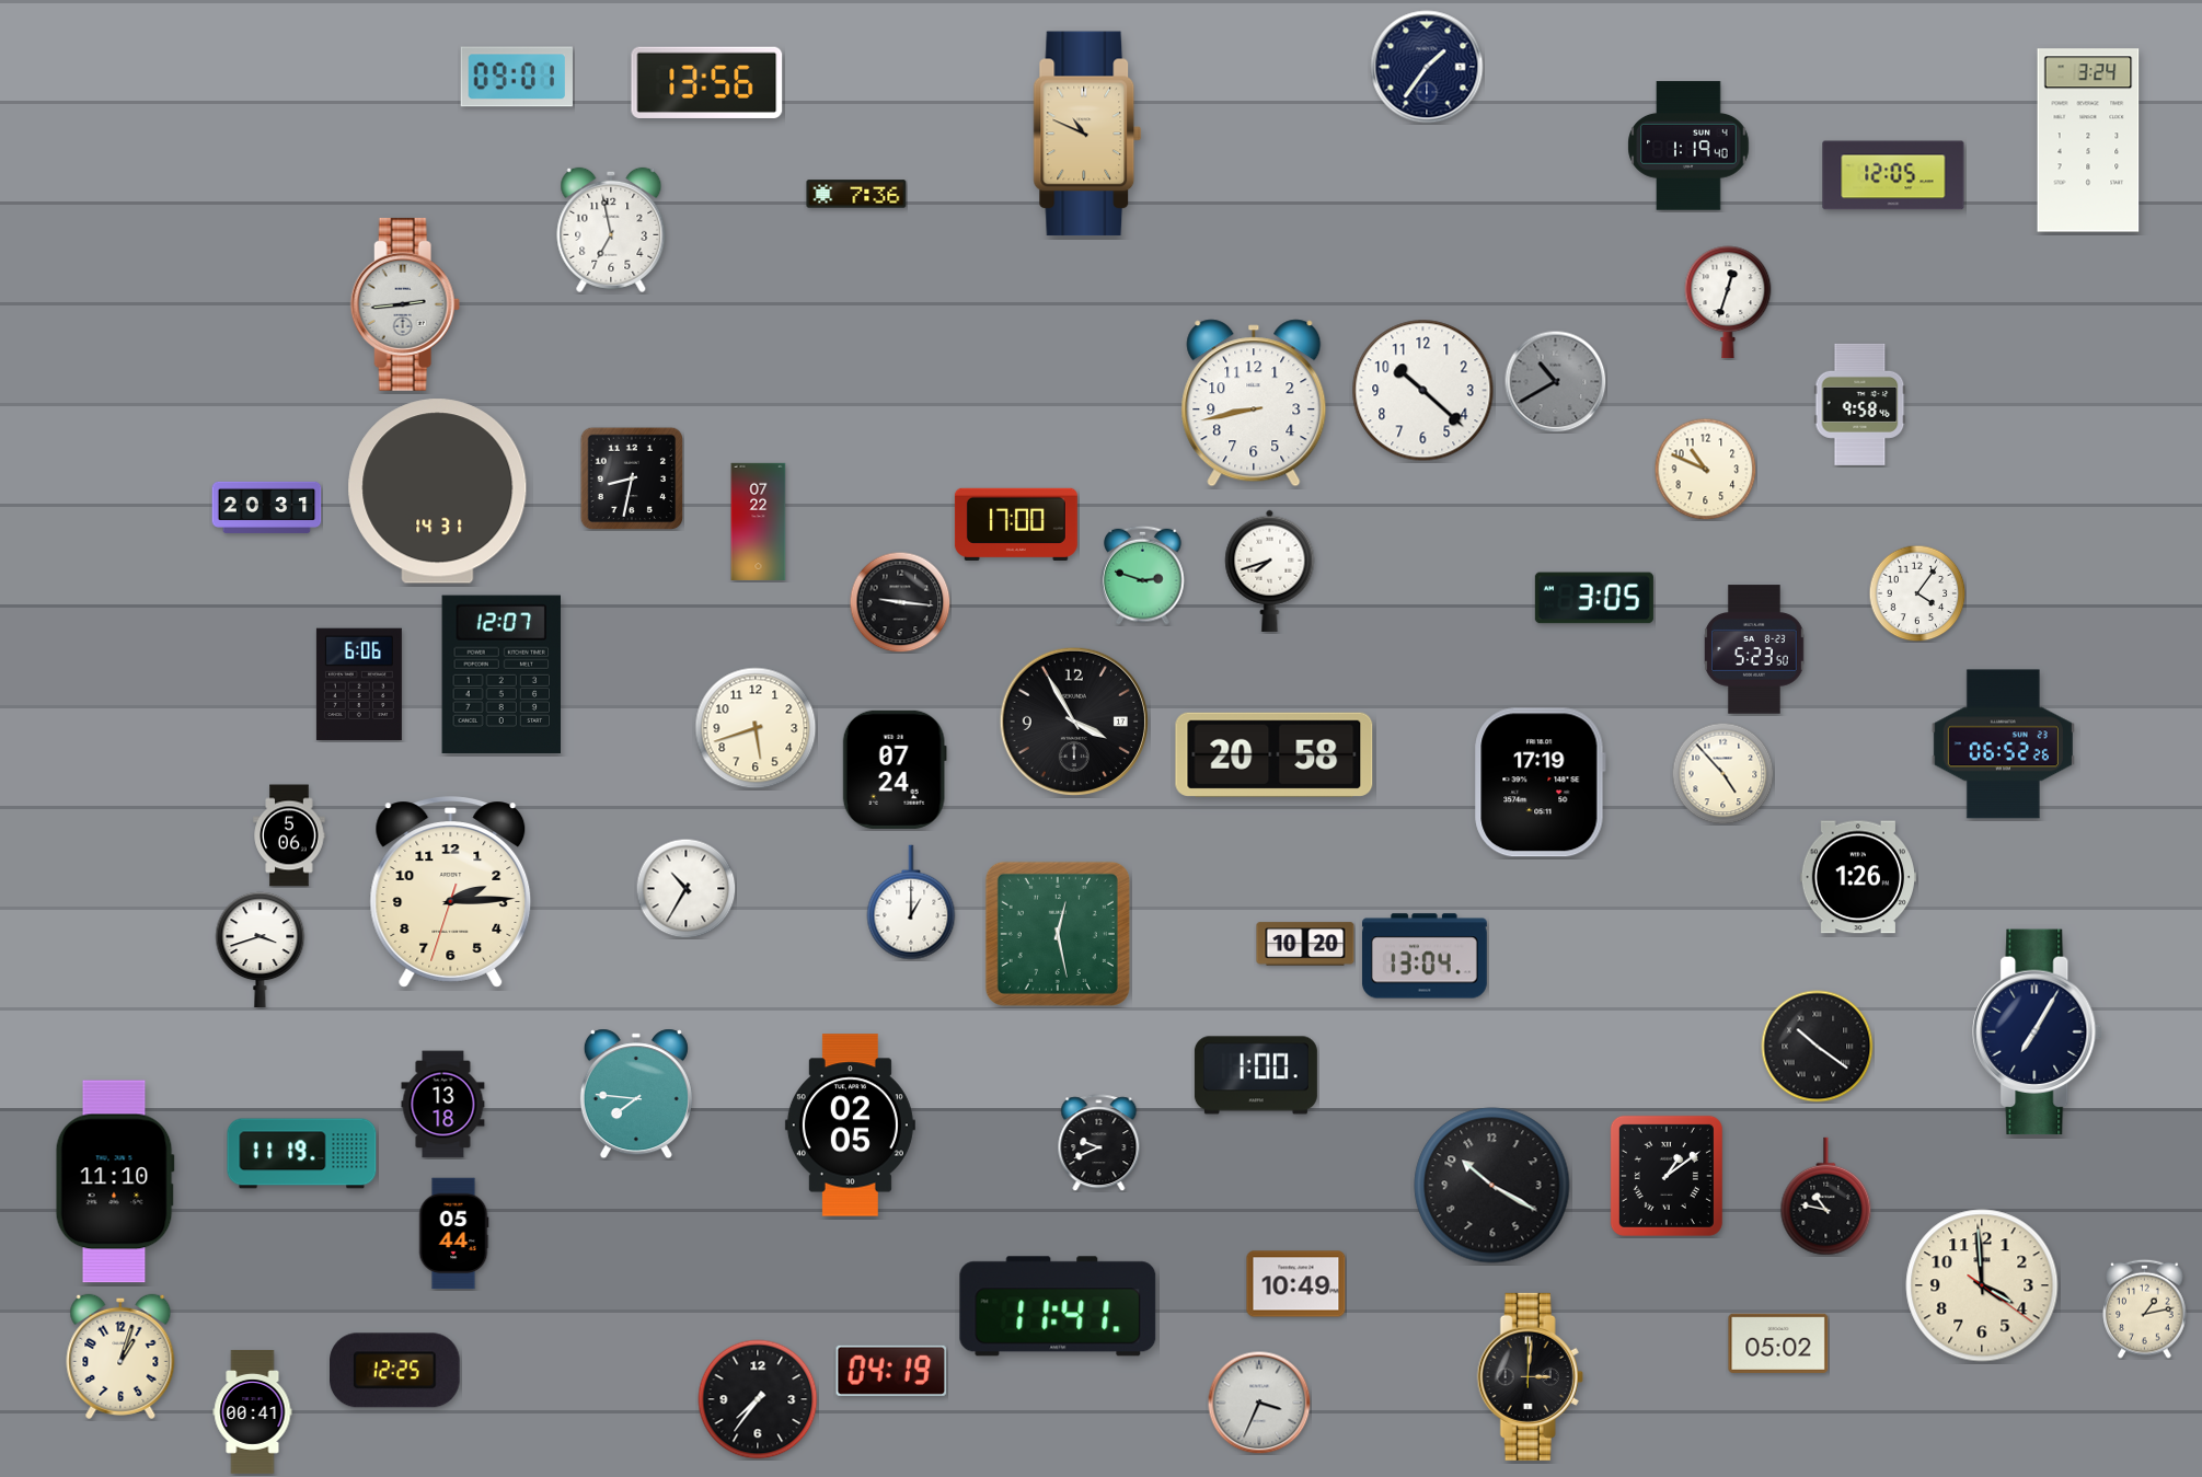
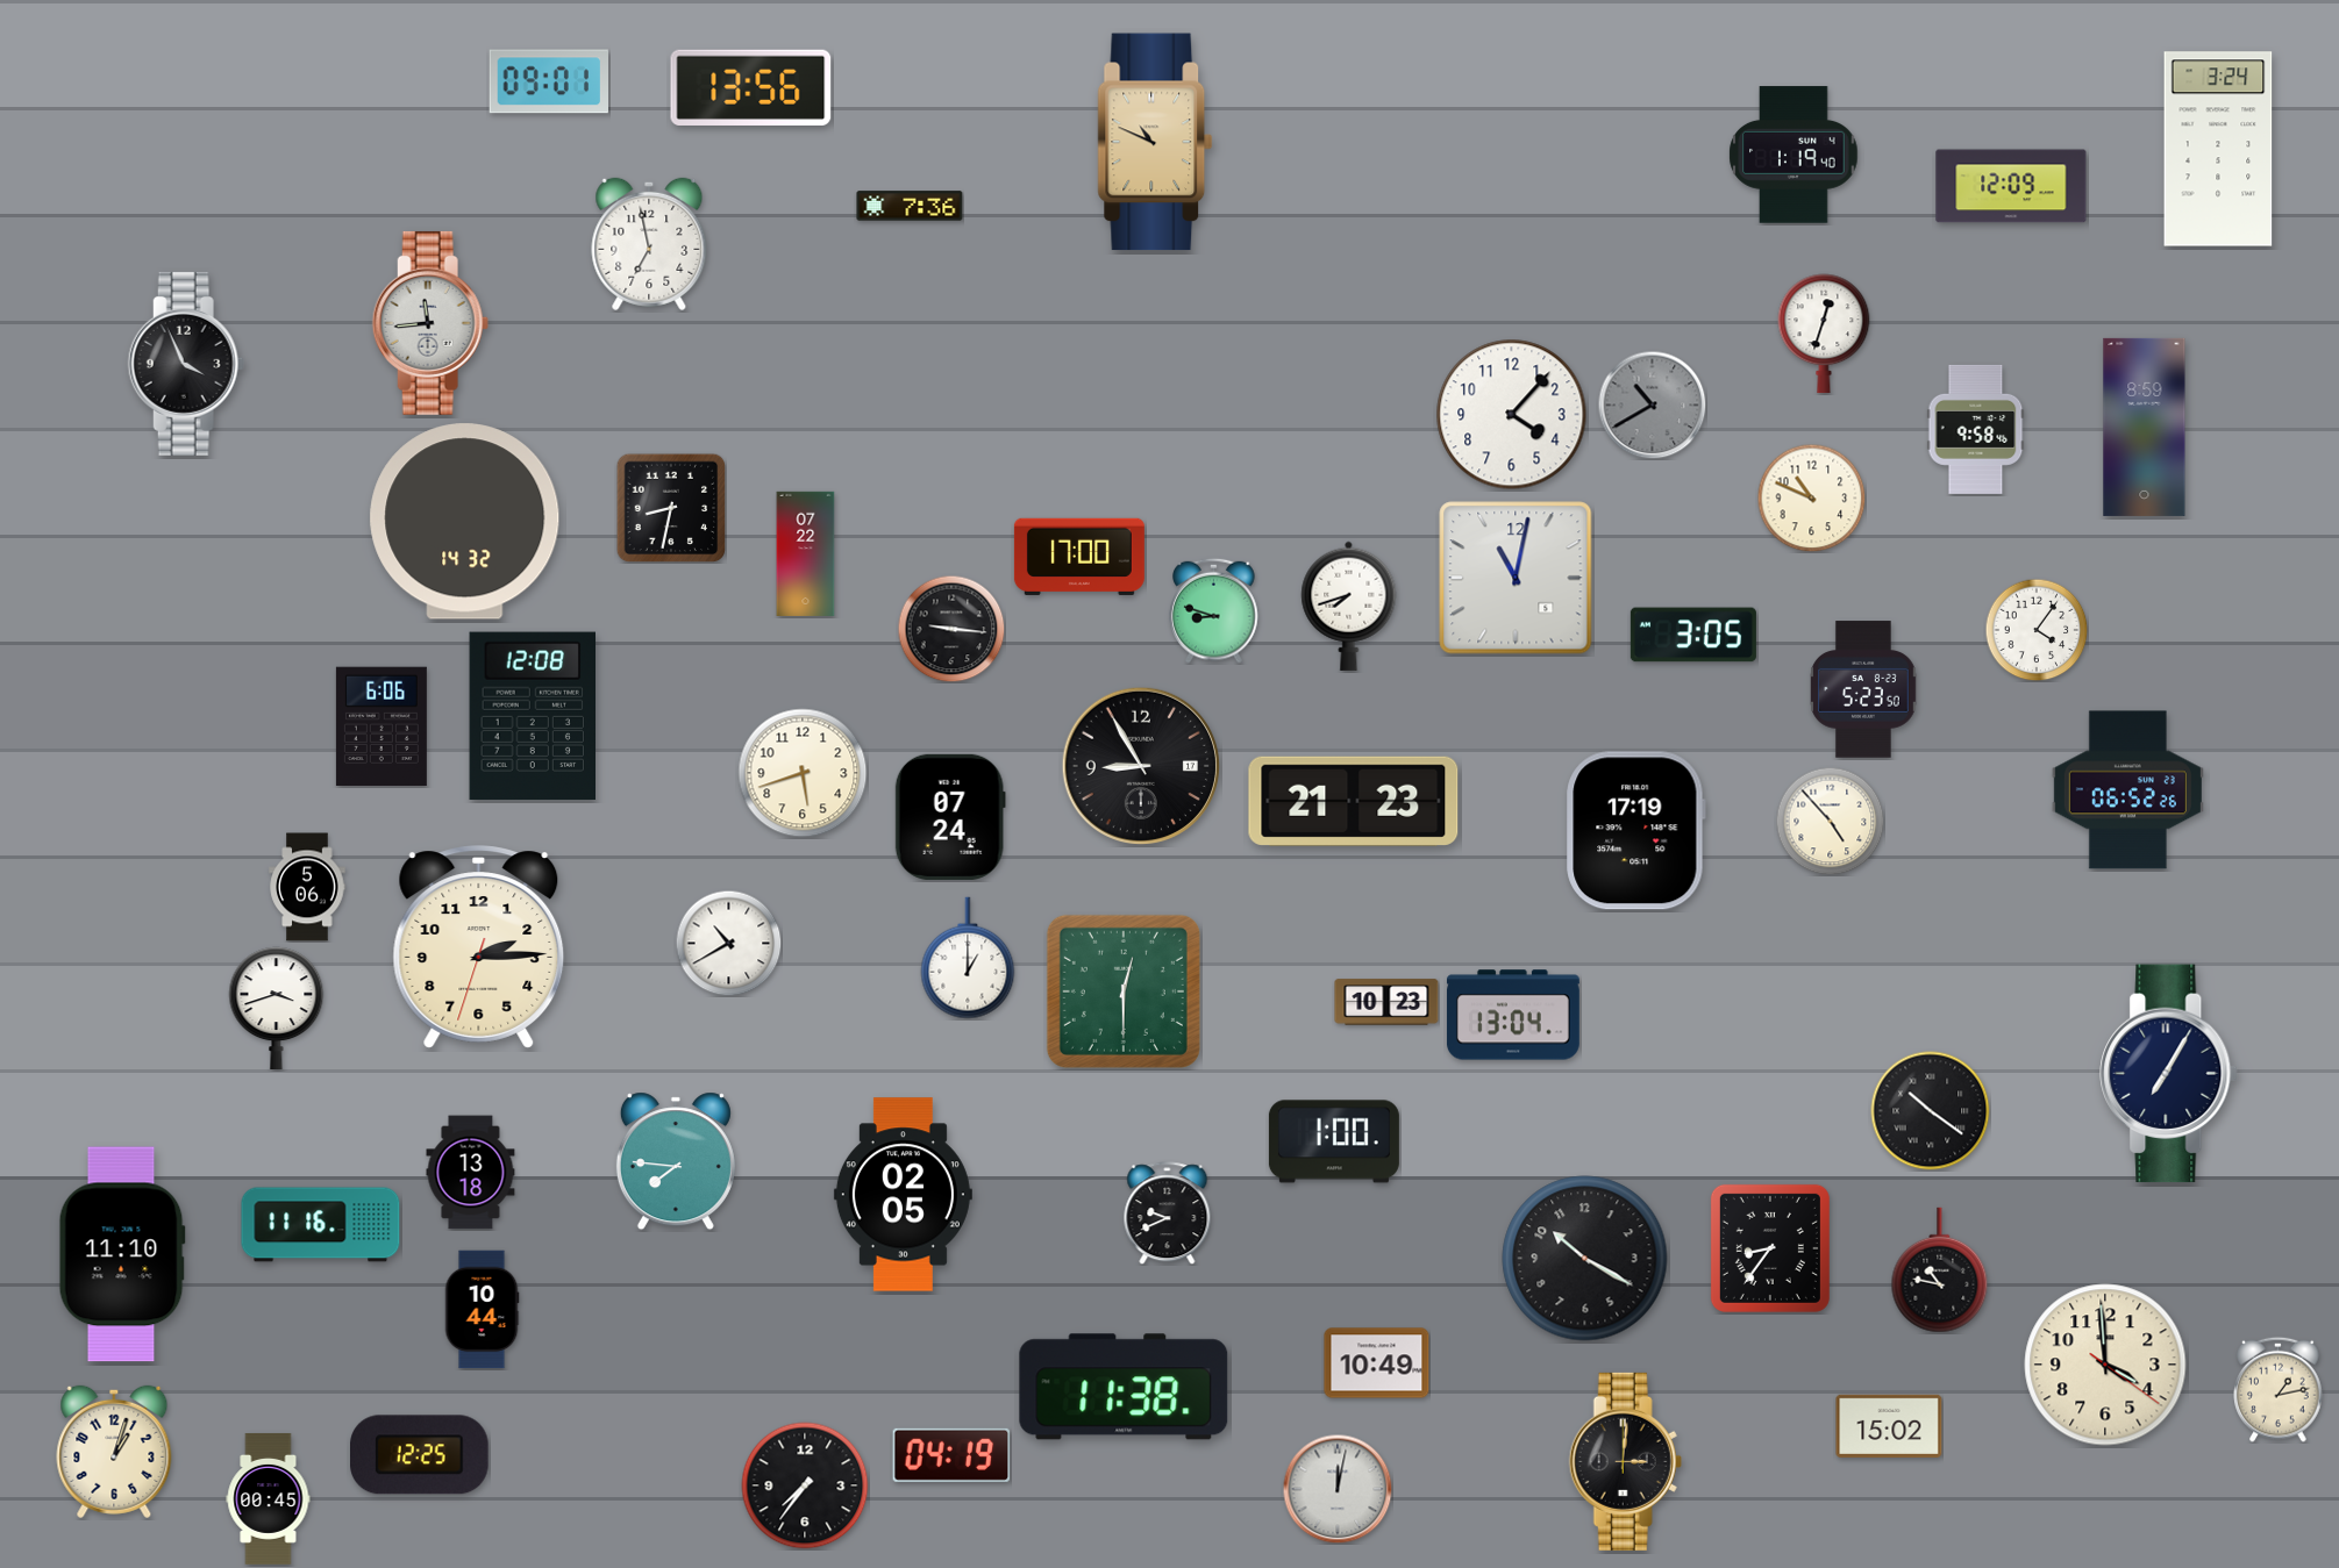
clock at (1427, 67): 1:36 -> none
clock at (1893, 175): 12:05 -> 12:09
clock at (1728, 302) position: (1728, 302) -> (1824, 334)
clock at (405, 304): 2:44 -> 11:44
clock at (186, 364): none -> 3:56
clock at (1423, 391): 10:22 -> 4:07
clock at (2145, 427): none -> 8:59
clock at (1254, 403): 8:43 -> none
clock at (438, 492): 14:31 -> 14:32
clock at (267, 507): 20:31 -> none
clock at (1516, 578): none -> 11:02
clock at (1143, 575): 2:48 -> 8:48
clock at (900, 602) position: (900, 602) -> (951, 629)
clock at (501, 674): 12:07 -> 12:08
clock at (1073, 720): 3:55 -> 8:55
clock at (1275, 754): 20:58 -> 21:23
clock at (1858, 877): 1:26 -> none
clock at (685, 888): 10:35 -> 10:40
clock at (1058, 934): 12:28 -> 12:30
clock at (1305, 944): 10:20 -> 10:23
clock at (2038, 1032) position: (2038, 1032) -> (2169, 1074)
clock at (302, 1154): 11:19 -> 11:16
clock at (1667, 1176): 1:09 -> 8:36
clock at (453, 1234): 05:44 -> 10:44
clock at (1058, 1306): 11:41 -> 11:38
clock at (1778, 1343): 05:02 -> 15:02
clock at (120, 1357) position: (120, 1357) -> (114, 1452)
clock at (891, 1371) position: (891, 1371) -> (951, 1455)
clock at (1259, 1403): 3:34 -> 12:02
clock at (253, 1411): 00:41 -> 00:45
